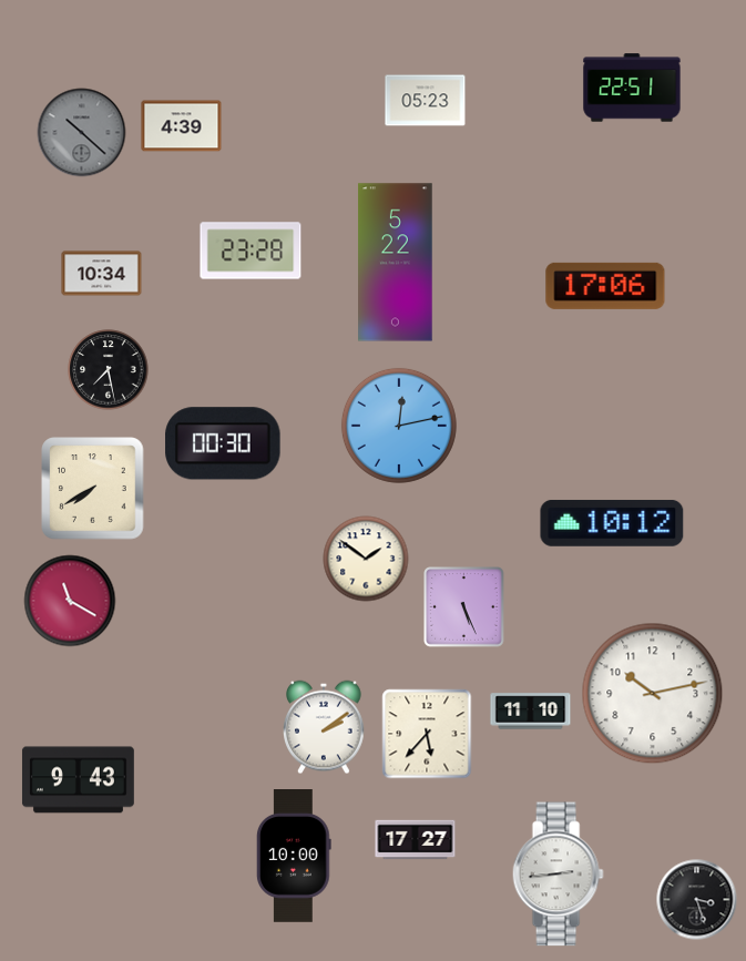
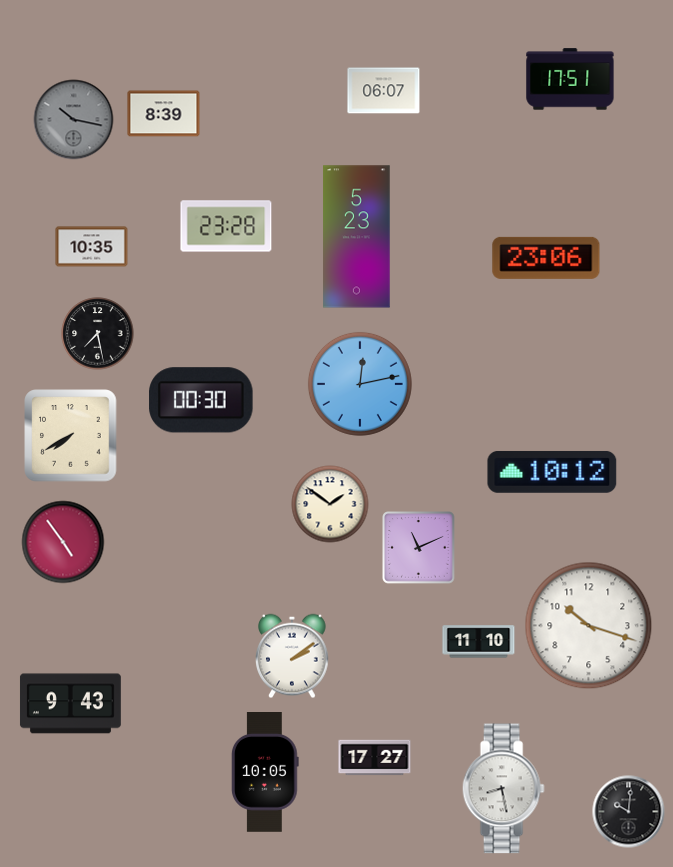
clock at (632, 88): 22:51 -> 17:51
clock at (426, 101): 05:23 -> 06:07
clock at (182, 126): 4:39 -> 8:39
clock at (82, 133): 10:22 -> 10:17
clock at (396, 263): 5:22 -> 5:23
clock at (102, 274): 10:34 -> 10:35
clock at (605, 286): 17:06 -> 23:06
clock at (93, 489) position: (93, 489) -> (71, 436)
clock at (70, 601): 11:20 -> 4:54
clock at (464, 607): 5:26 -> 11:11
clock at (653, 694): 10:13 -> 10:18
clock at (427, 734): 5:37 -> none
clock at (295, 857): 10:00 -> 10:05
clock at (558, 875): 2:44 -> 8:28
clock at (697, 900): 3:27 -> 10:01
